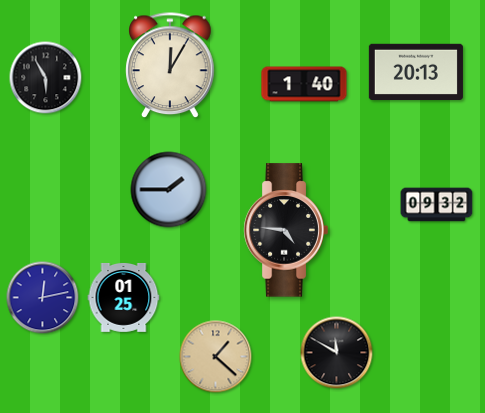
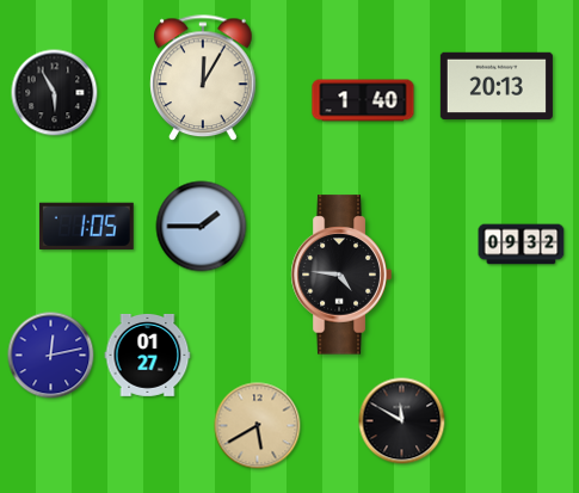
clock at (86, 226): none -> 1:05
clock at (124, 297): 01:25 -> 01:27
clock at (216, 357): 1:22 -> 5:40
